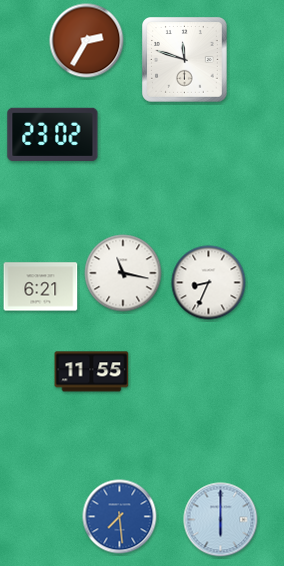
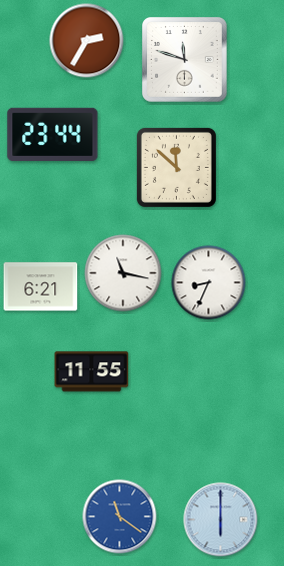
clock at (53, 134): 23:02 -> 23:44
clock at (176, 167): none -> 11:52
clock at (120, 517): 7:29 -> 11:21
